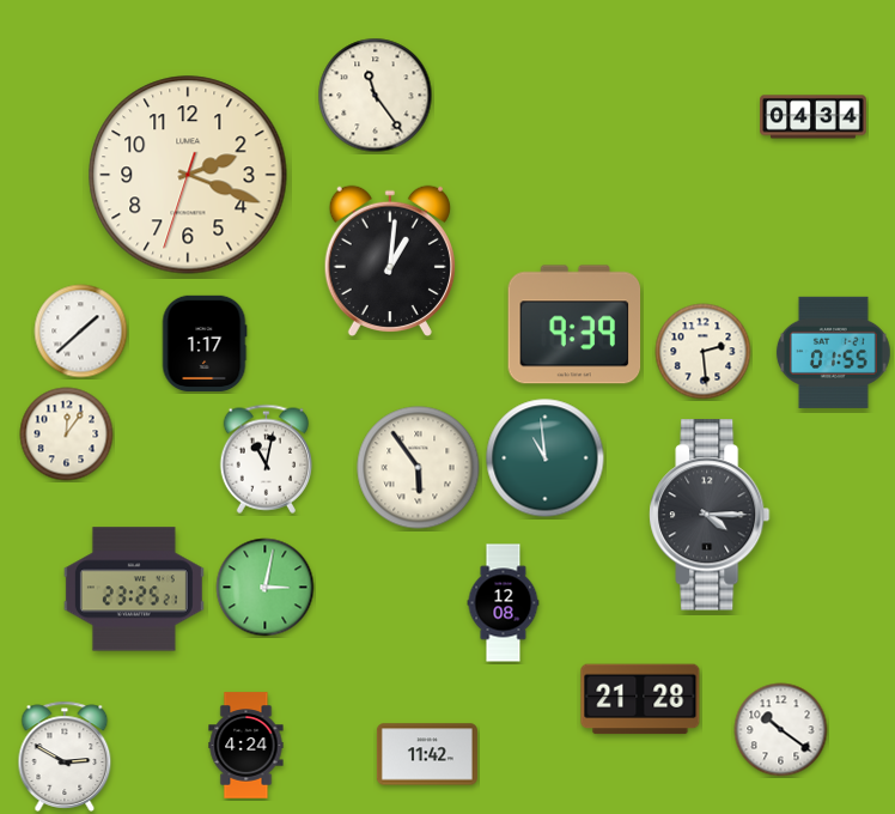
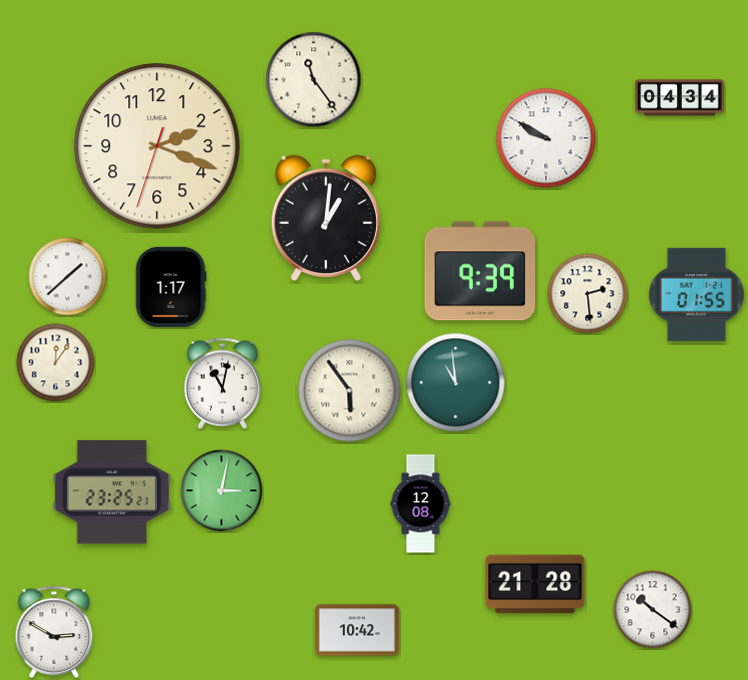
clock at (546, 138): none -> 9:50
clock at (710, 515): 4:15 -> none
clock at (246, 746): 4:24 -> none
clock at (427, 754): 11:42 -> 10:42
